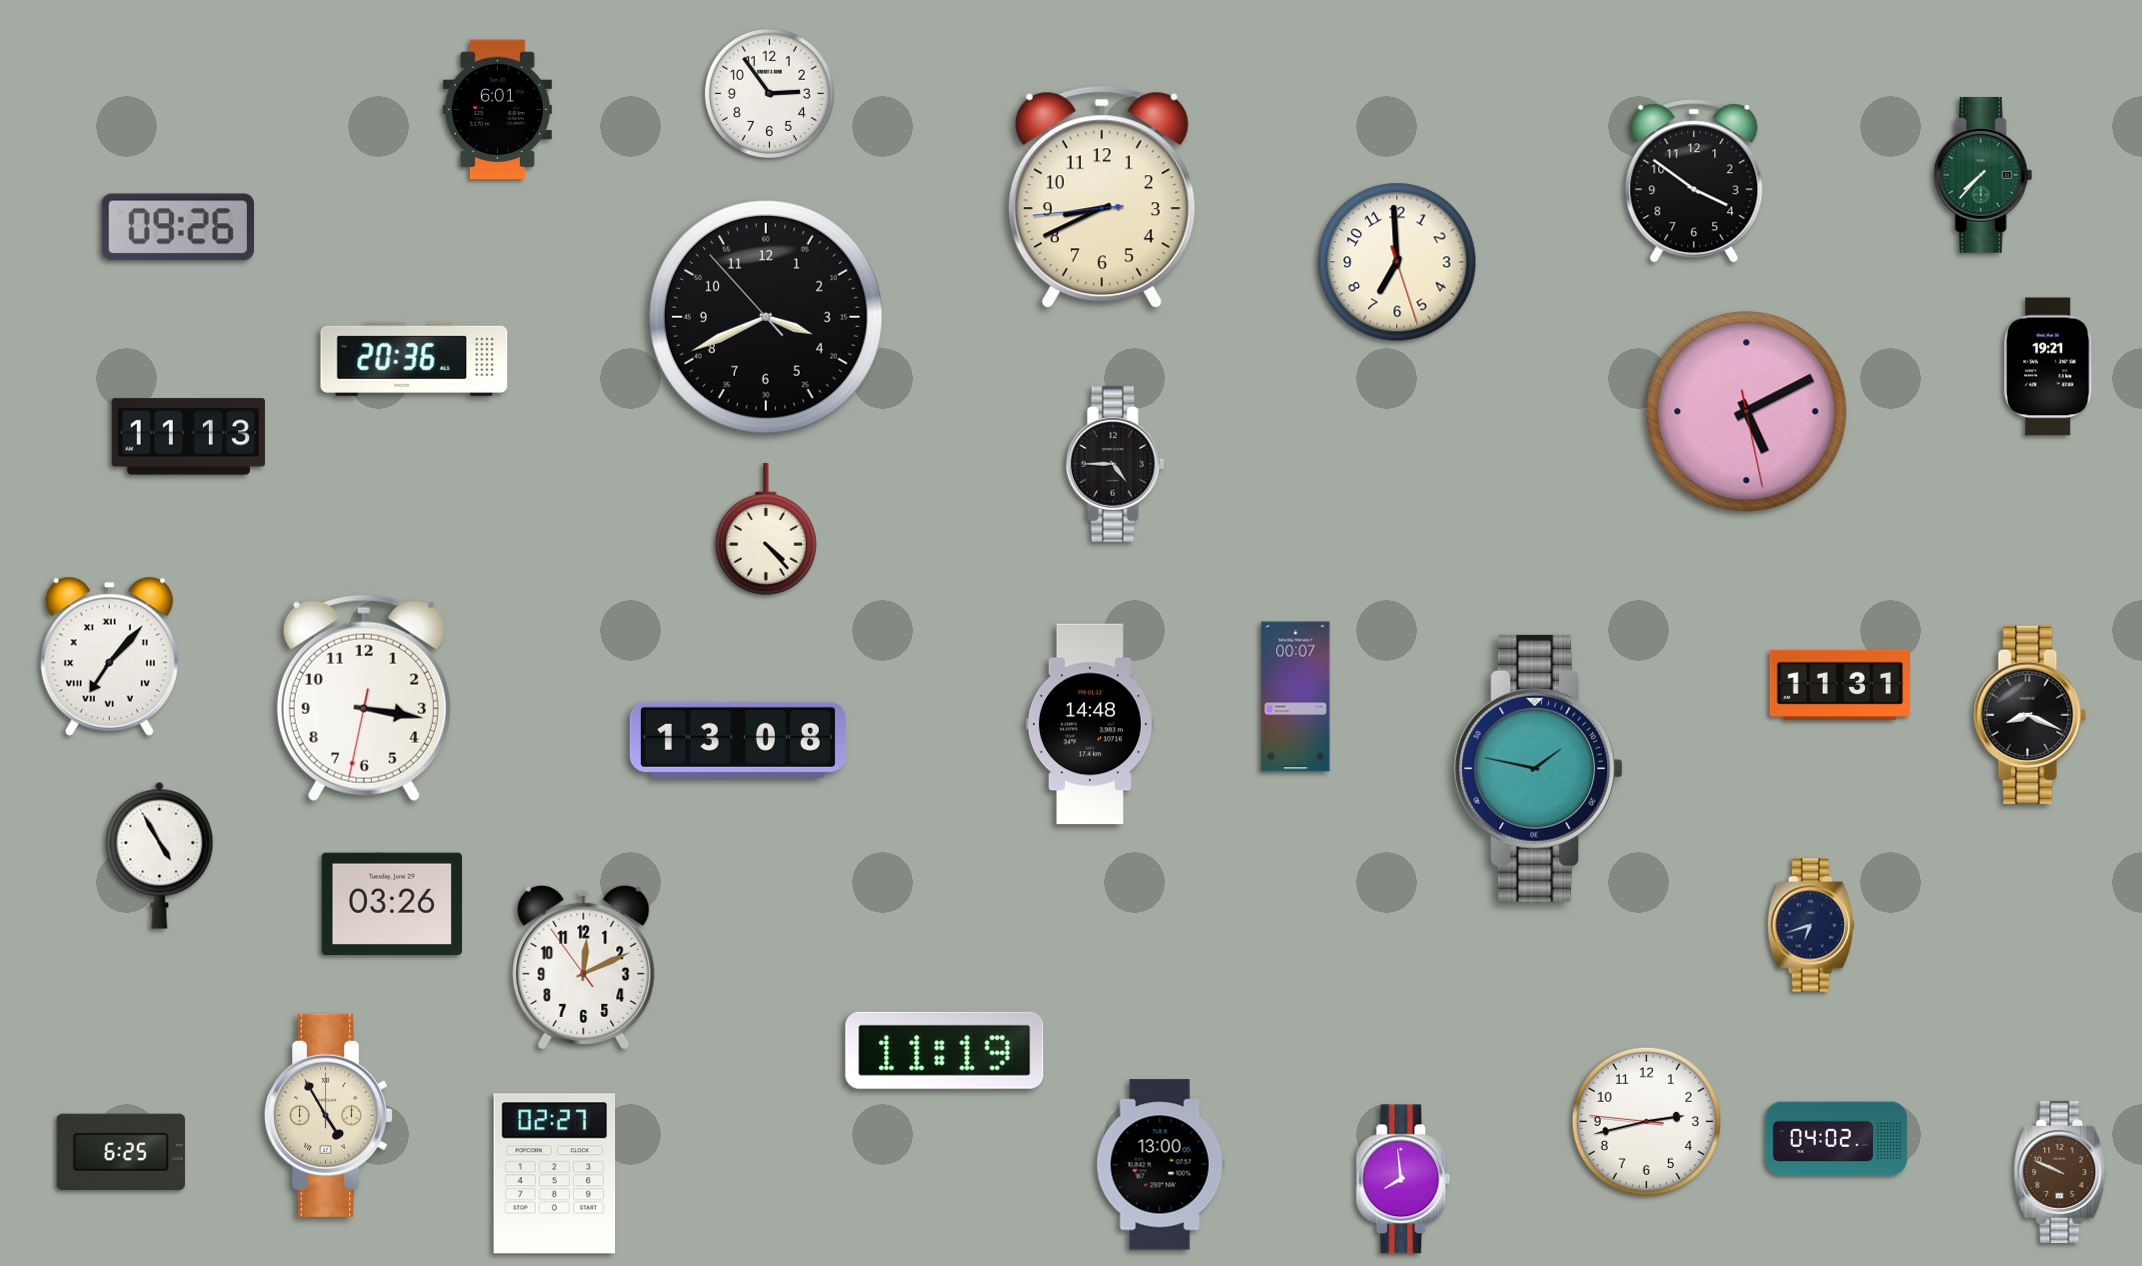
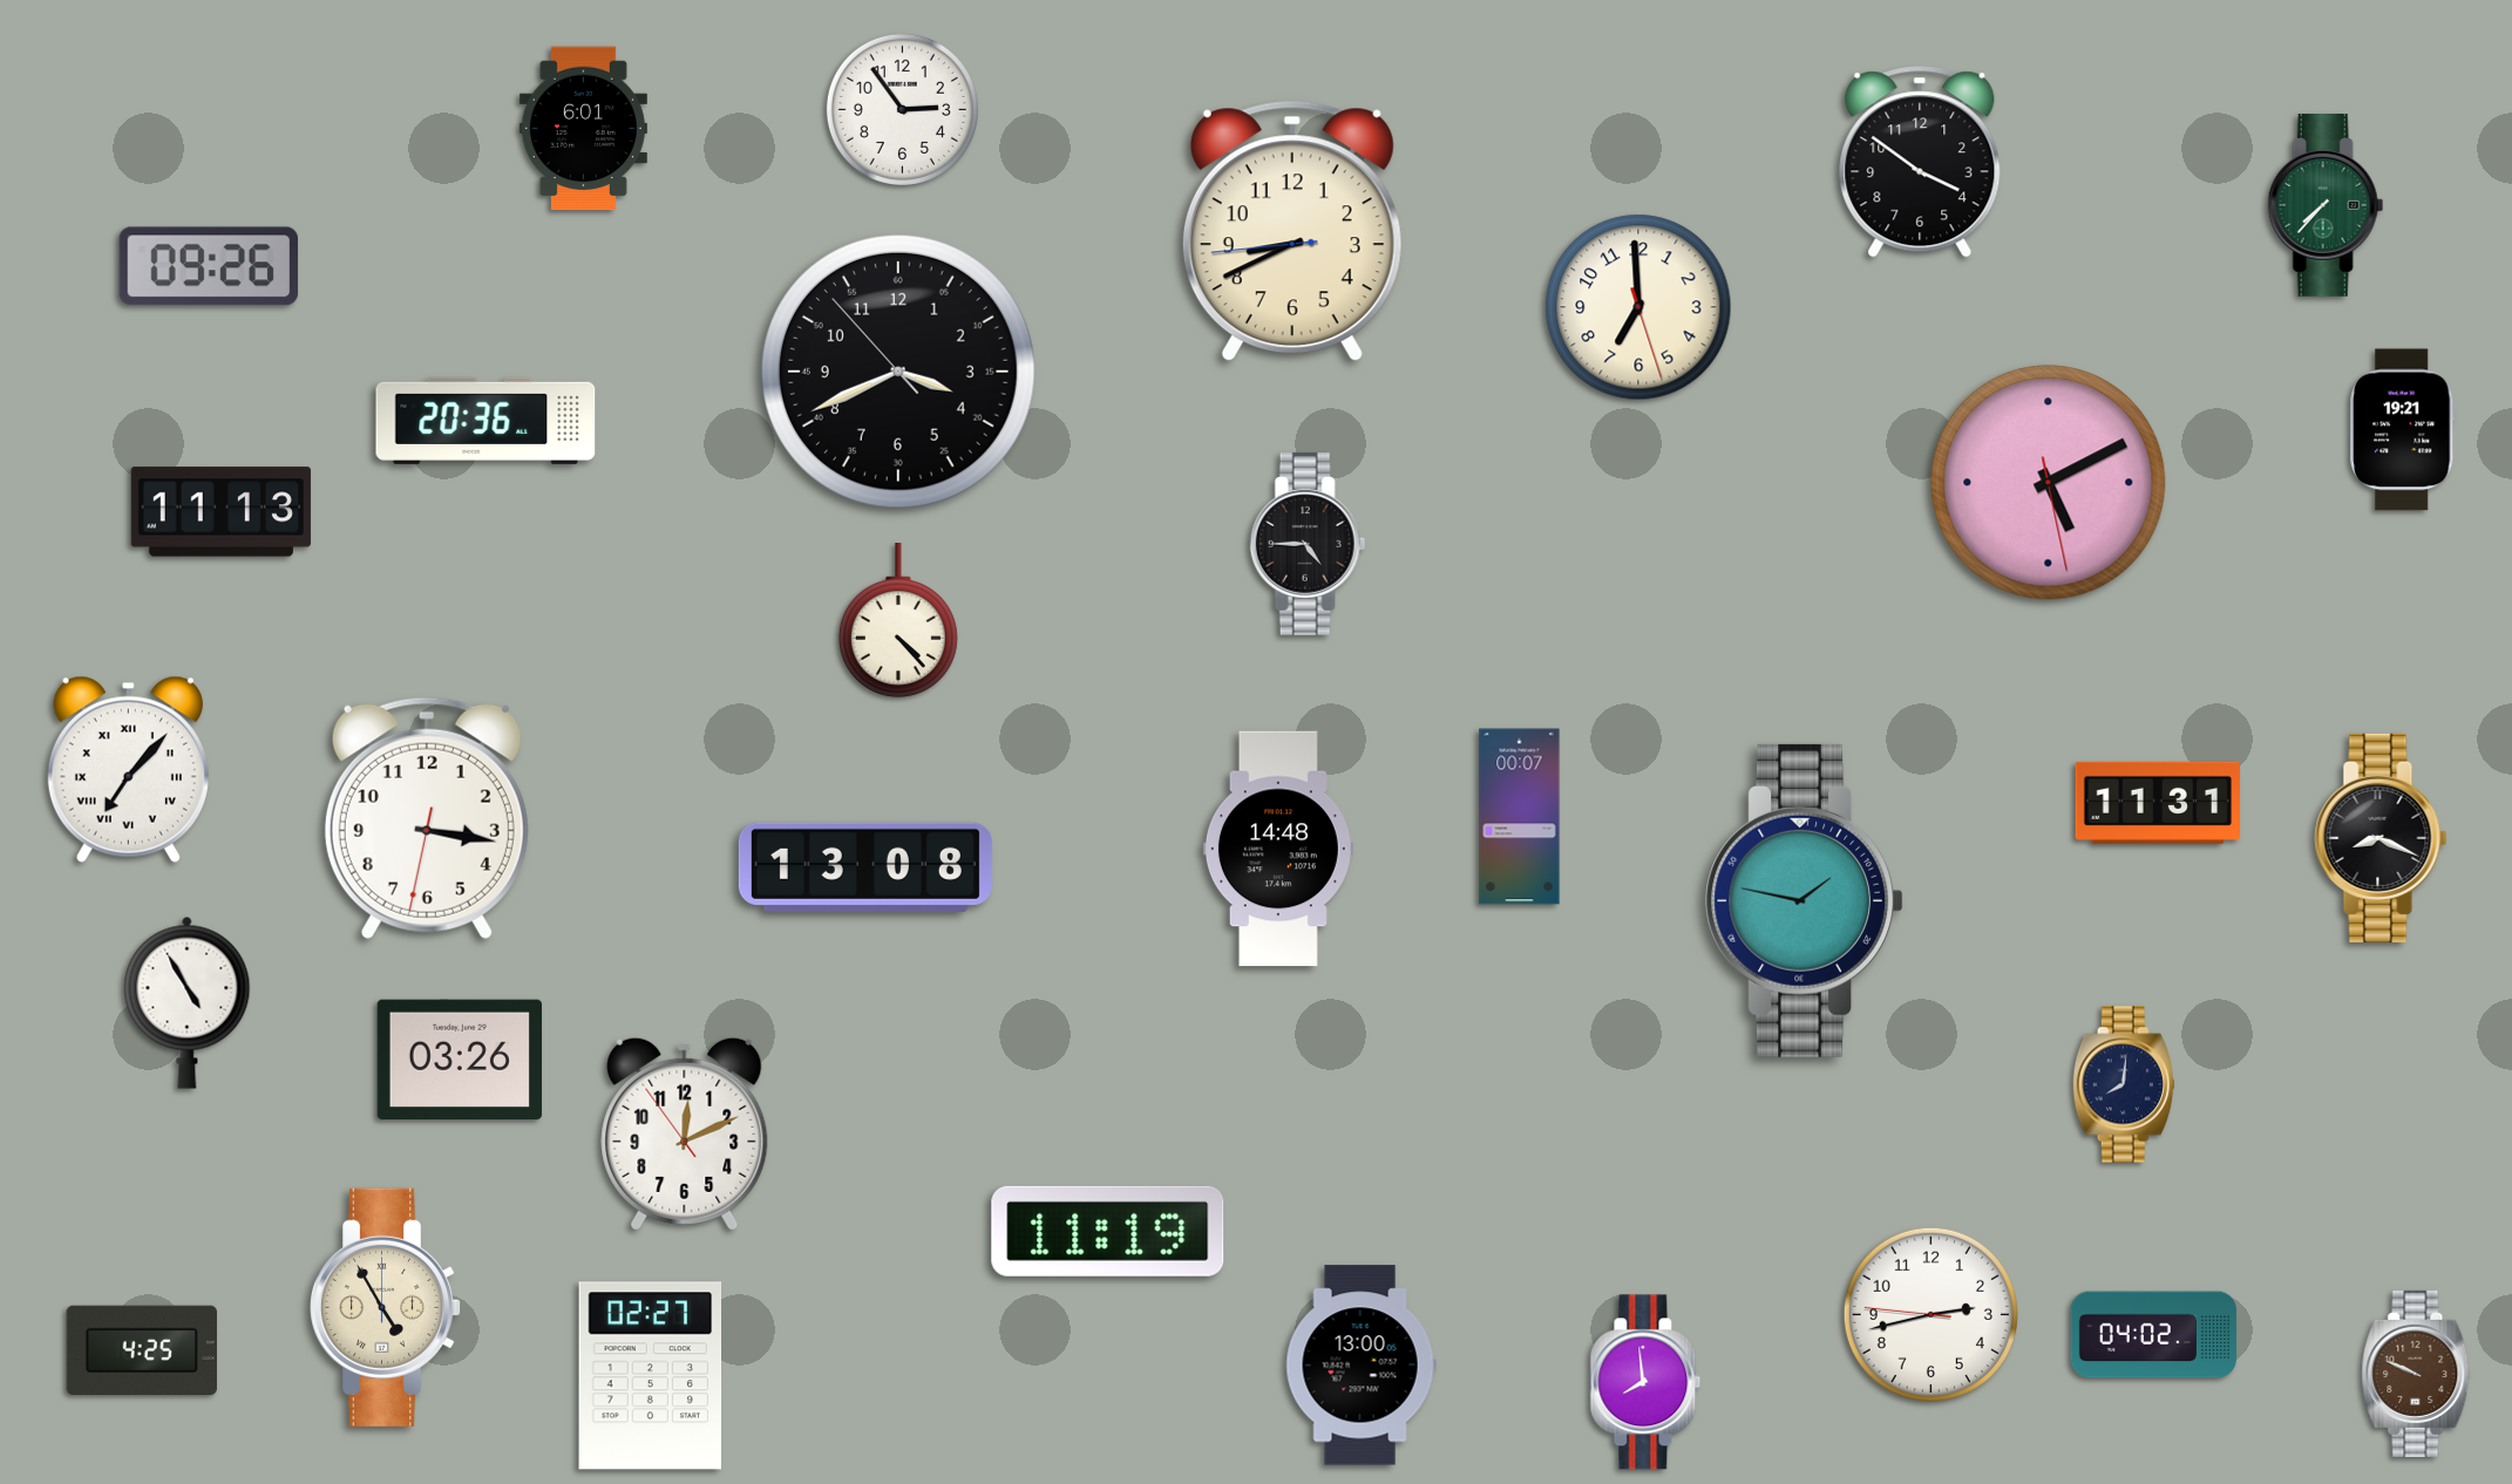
clock at (1694, 181) position: (1694, 181) -> (1920, 162)
clock at (1811, 925): 6:42 -> 8:01
clock at (121, 1151): 6:25 -> 4:25
